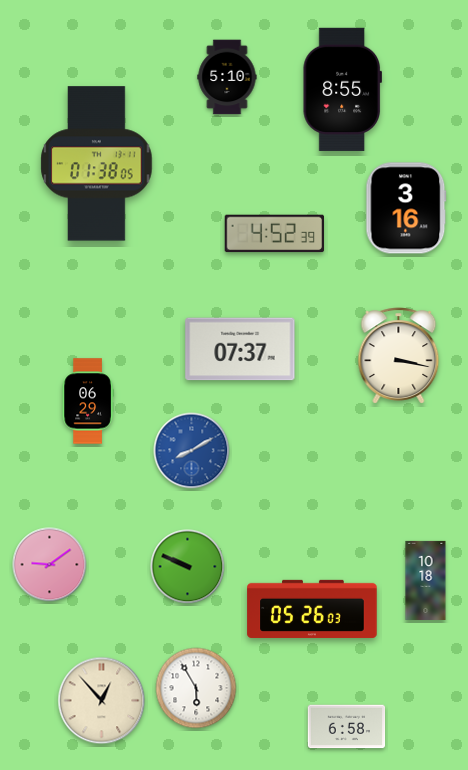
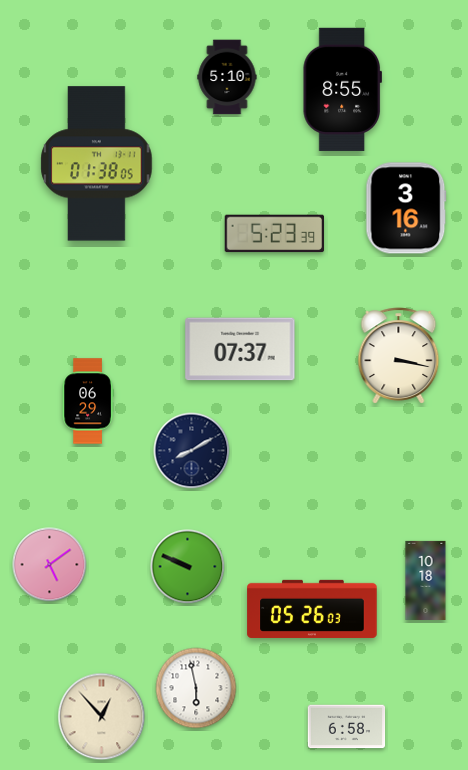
clock at (274, 234): 4:52 -> 5:23
clock at (192, 451) dial: blue -> navy
clock at (50, 565): 9:09 -> 5:09
clock at (196, 688): 5:55 -> 5:58
clock at (102, 701) position: (102, 701) -> (102, 717)
